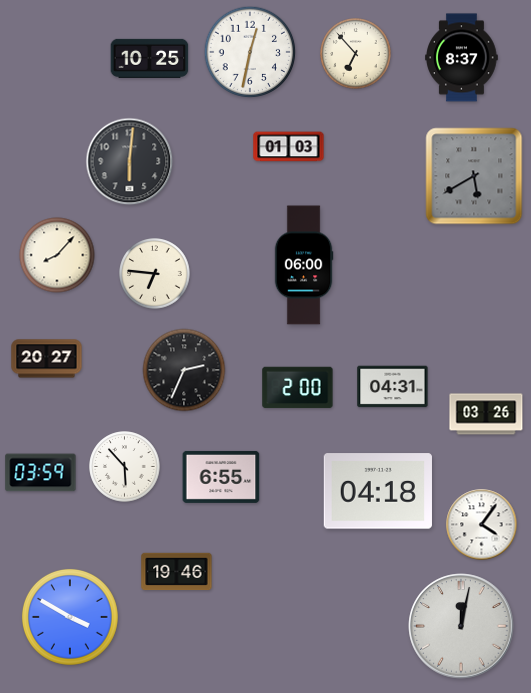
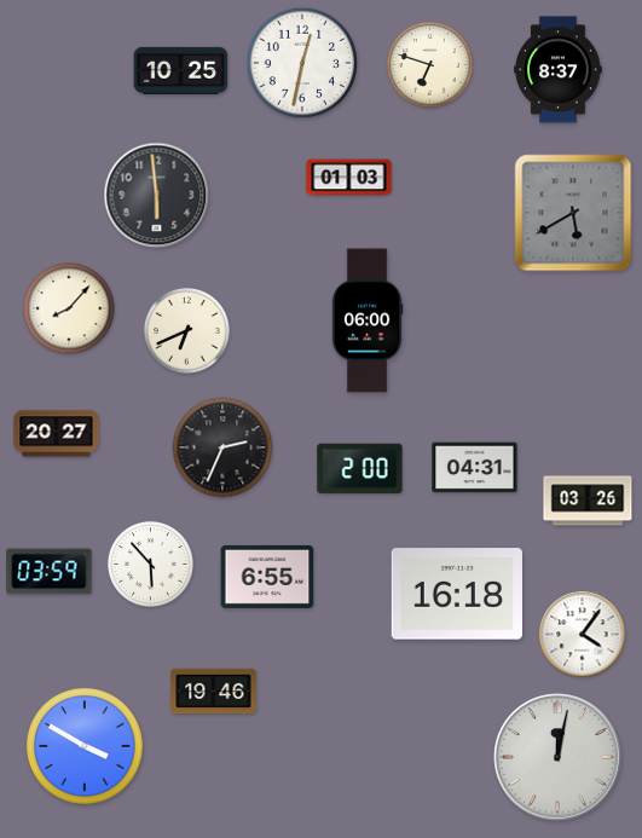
clock at (356, 54): 6:53 -> 6:48
clock at (130, 162): 6:01 -> 5:59
clock at (155, 274): 6:46 -> 6:41
clock at (378, 491): 04:18 -> 16:18
